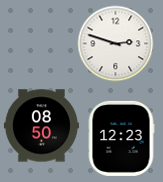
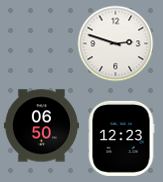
clock at (41, 126): 08:50 -> 06:50
